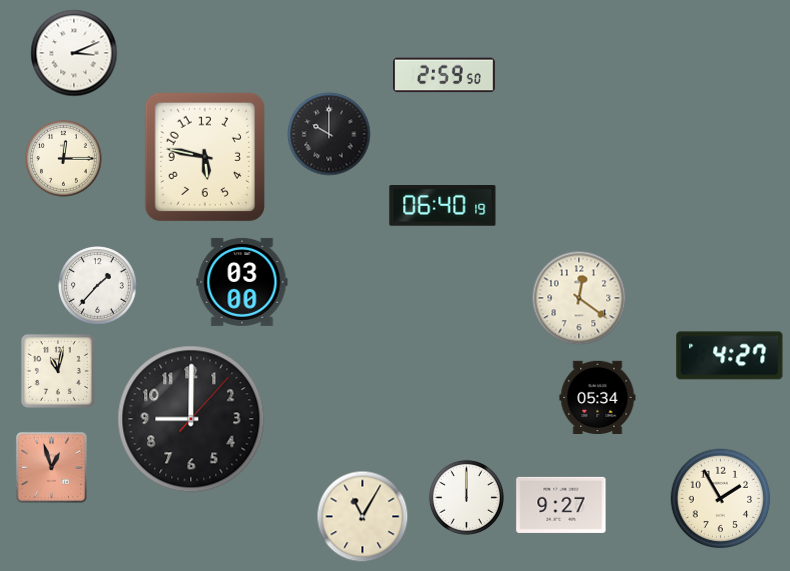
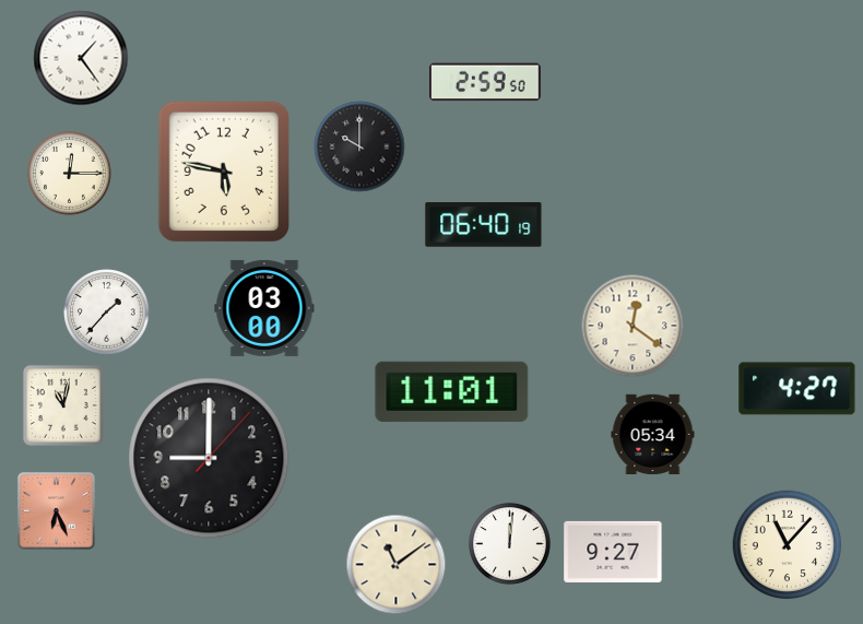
clock at (74, 53): 3:11 -> 1:24
clock at (452, 391): none -> 11:01
clock at (51, 467): 12:57 -> 6:26
clock at (466, 497): 12:00 -> 12:01
clock at (721, 499): 1:55 -> 11:07
clock at (363, 517): 11:05 -> 11:09
